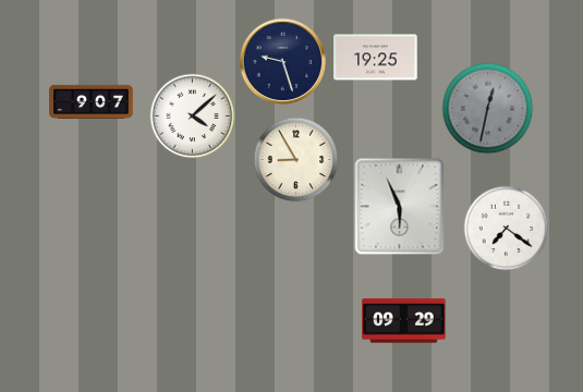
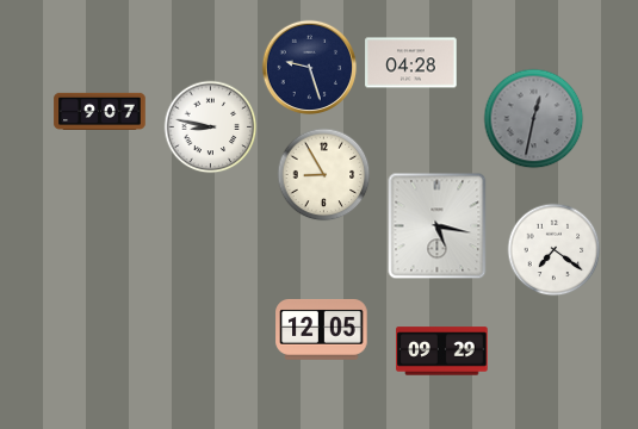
clock at (376, 58): 19:25 -> 04:28
clock at (192, 115): 4:08 -> 8:47
clock at (400, 206): 5:56 -> 5:17
clock at (322, 329): none -> 12:05
